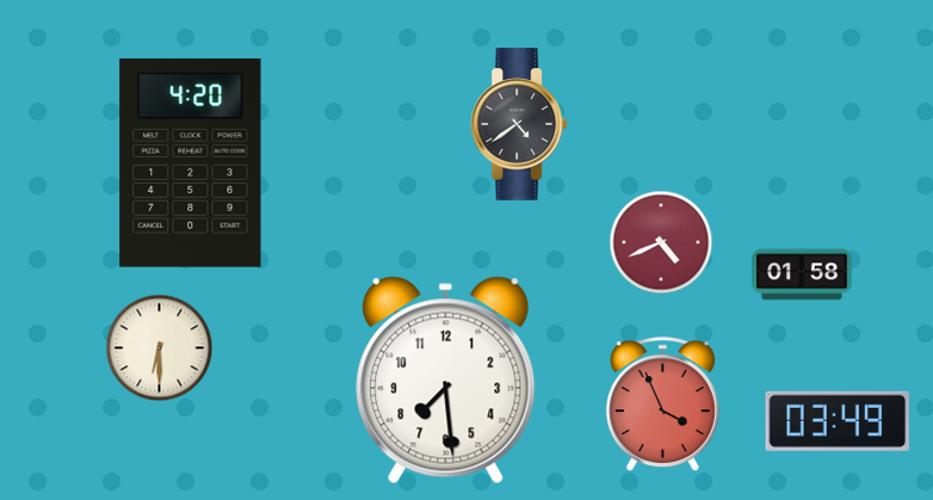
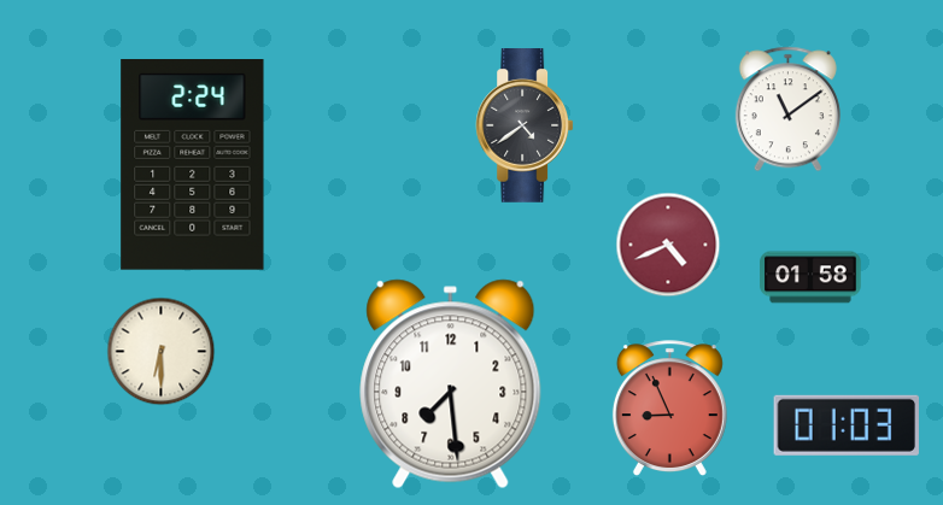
clock at (787, 110): none -> 11:09
clock at (191, 163): 4:20 -> 2:24
clock at (662, 403): 3:56 -> 8:56
clock at (838, 421): 03:49 -> 01:03
